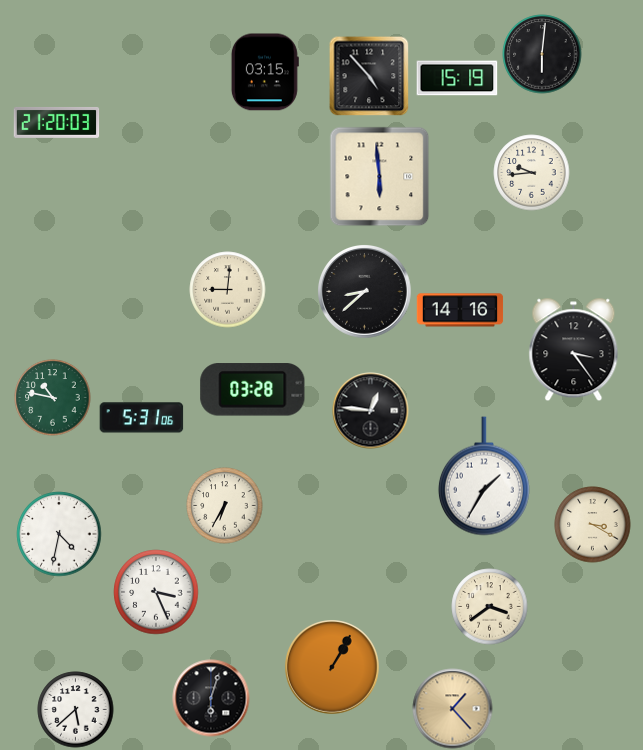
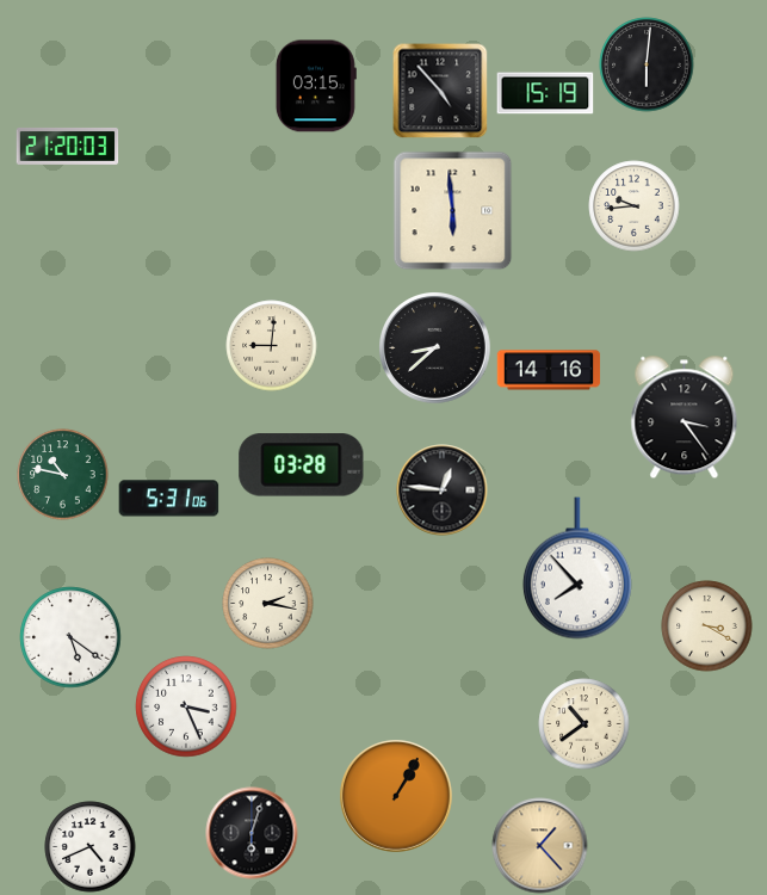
clock at (484, 476): 1:35 -> 7:53
clock at (225, 506): 6:35 -> 2:17
clock at (59, 534): 4:32 -> 5:21
clock at (490, 607): 3:39 -> 10:39
clock at (76, 710): 5:38 -> 4:41
